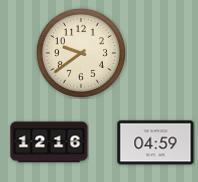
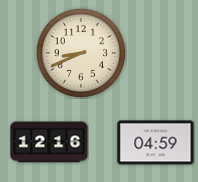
clock at (81, 53): 9:39 -> 8:41
